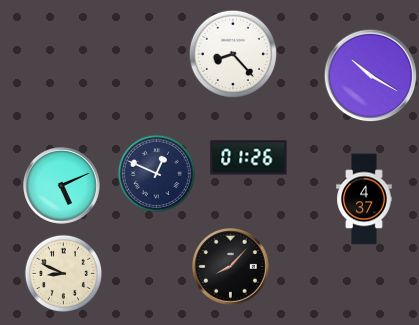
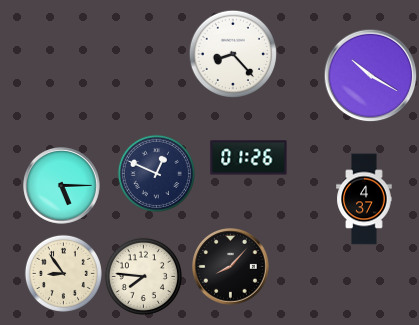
clock at (62, 186): 5:11 -> 5:15
clock at (63, 273): 8:49 -> 8:54
clock at (143, 276): none -> 7:46
